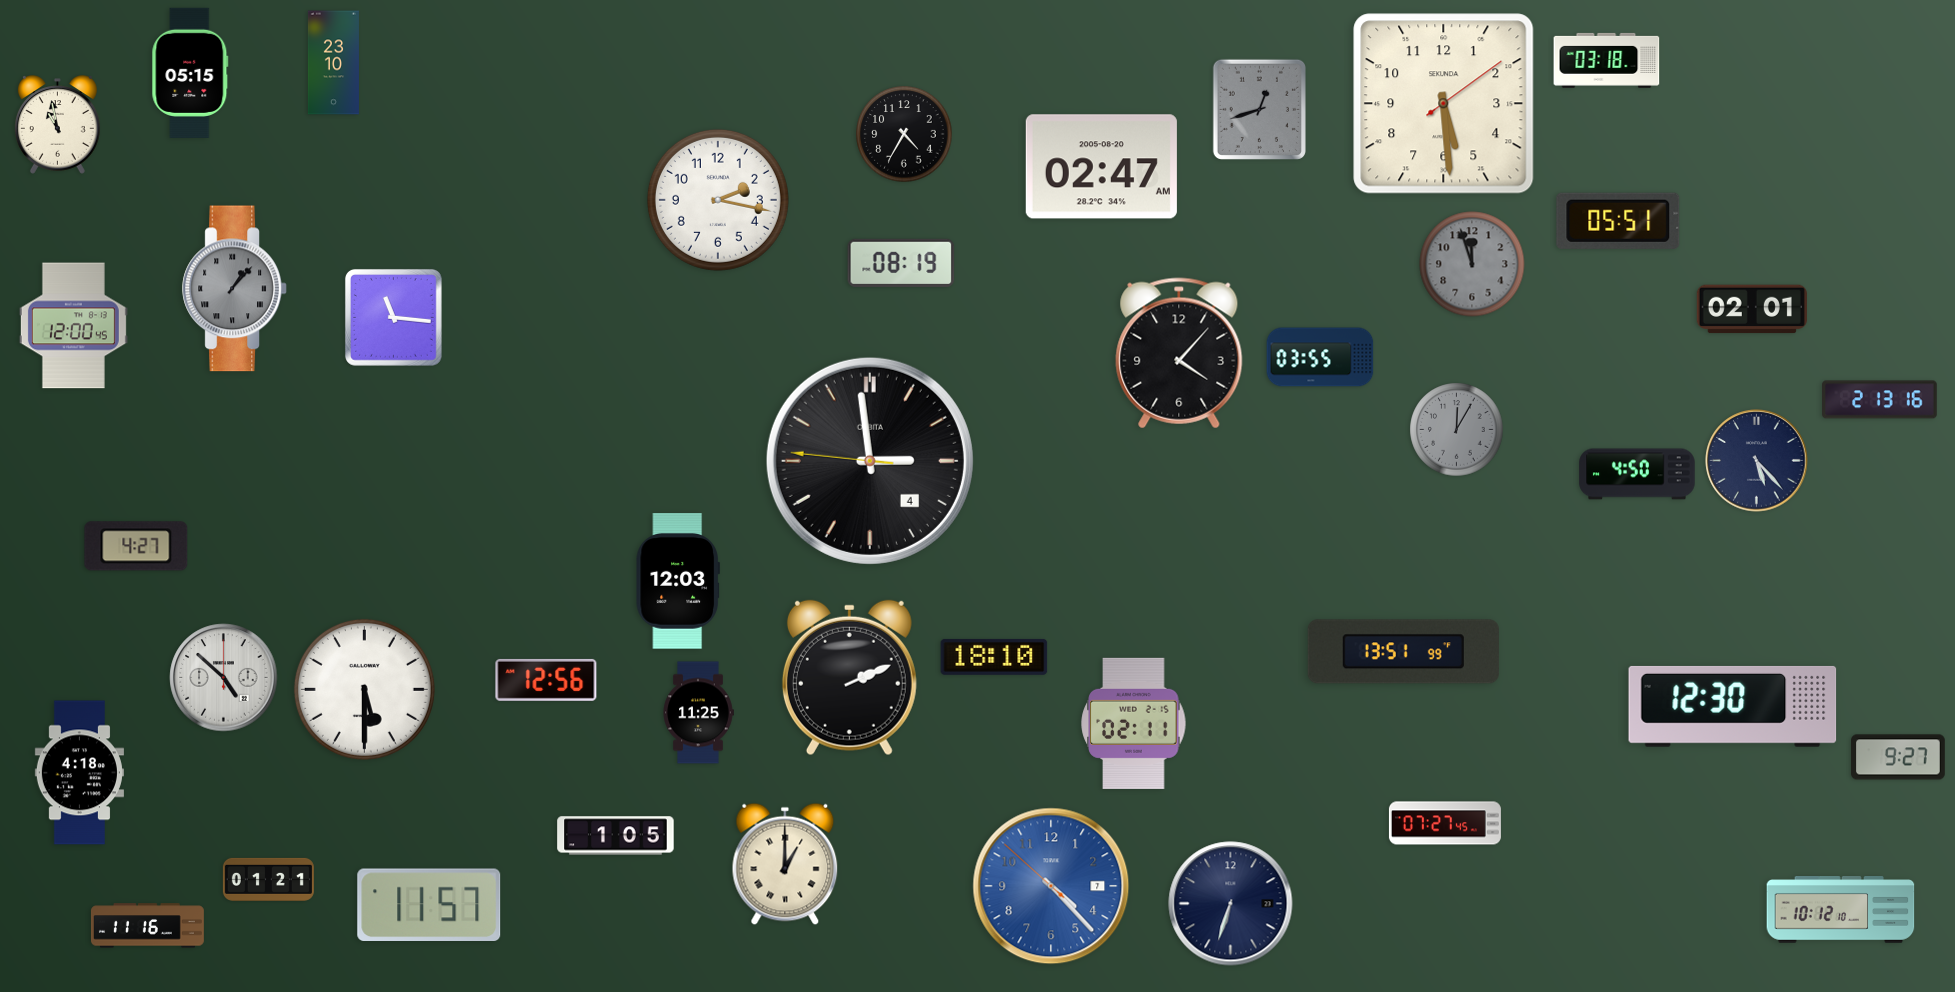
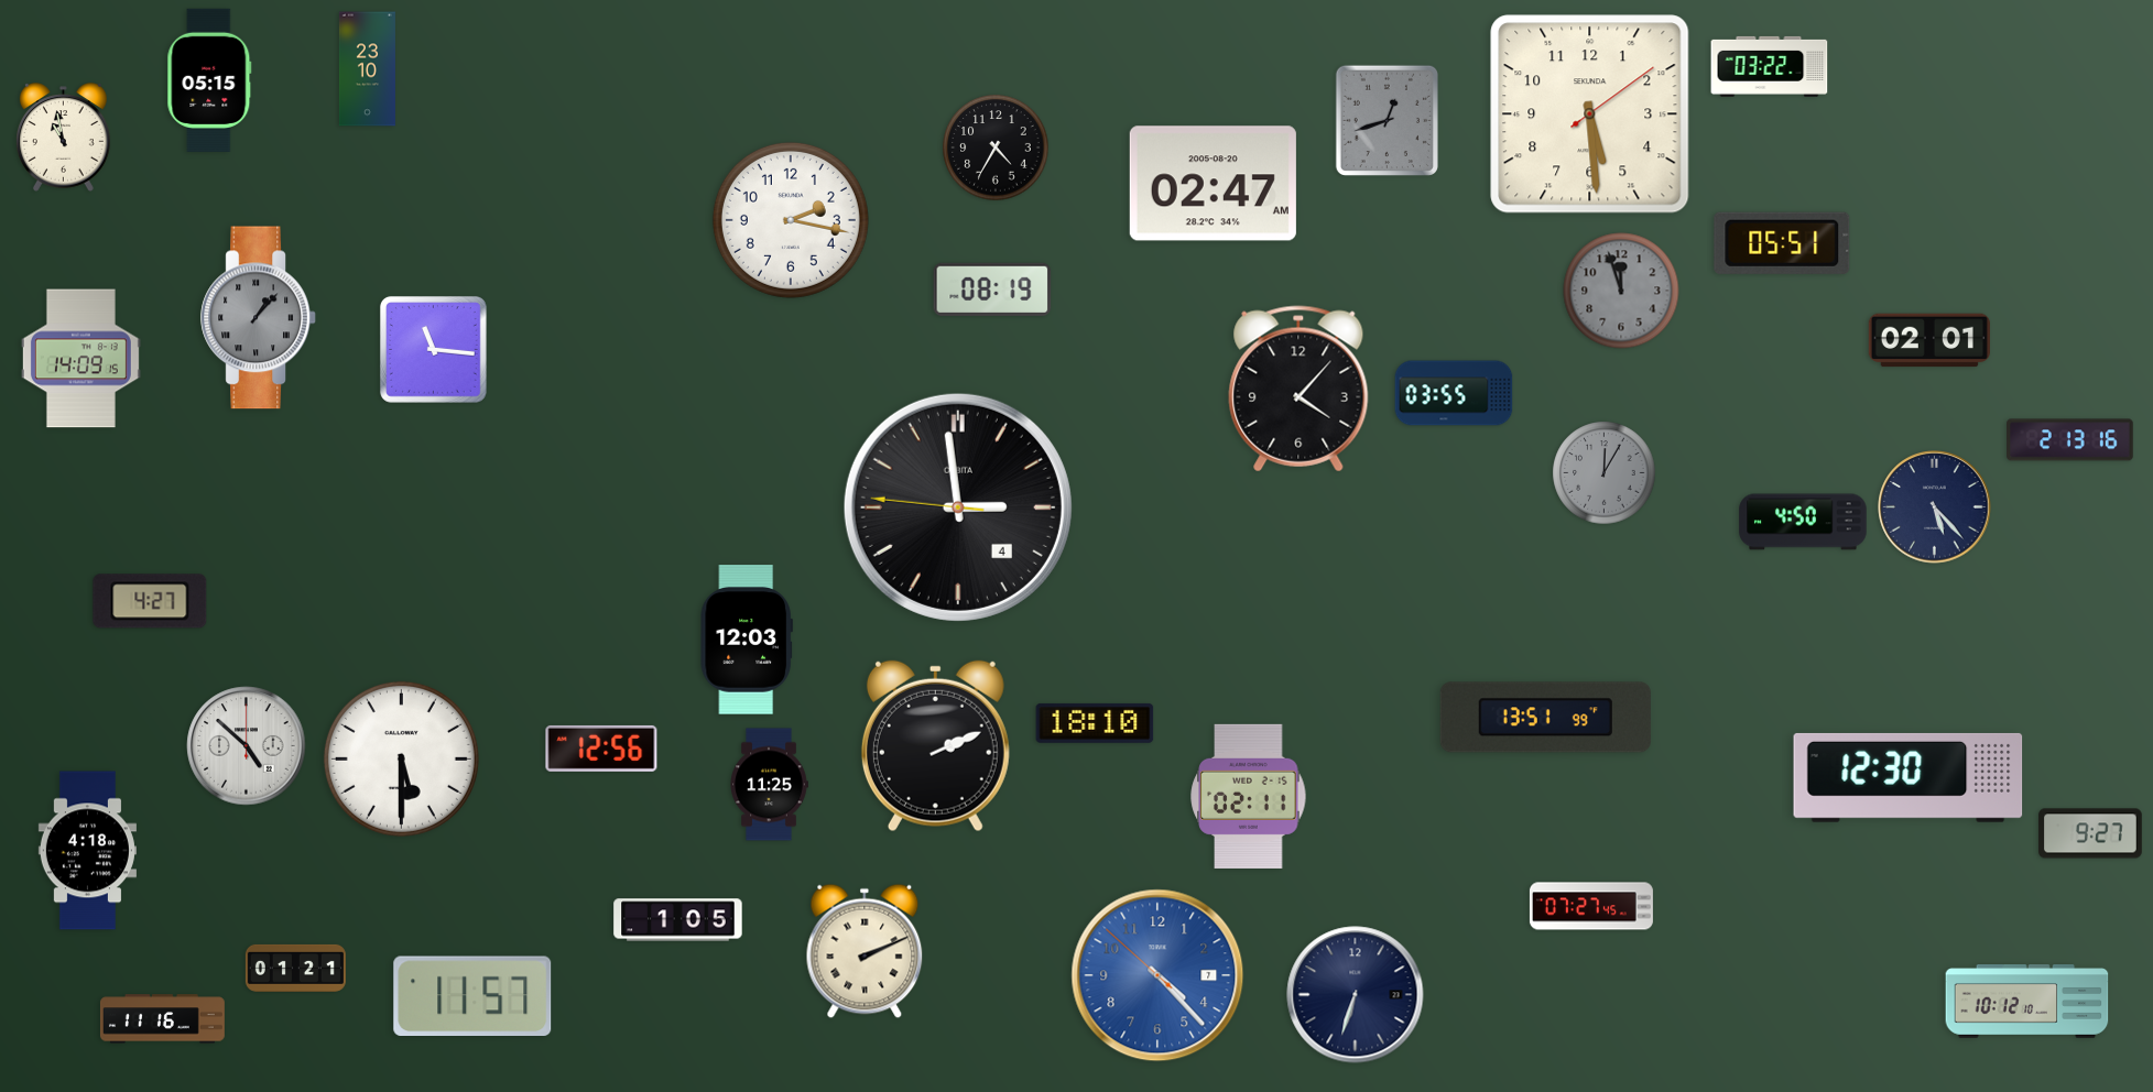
clock at (1607, 60): 03:18 -> 03:22
clock at (73, 326): 12:00 -> 14:09
clock at (785, 864): 1:00 -> 2:11
